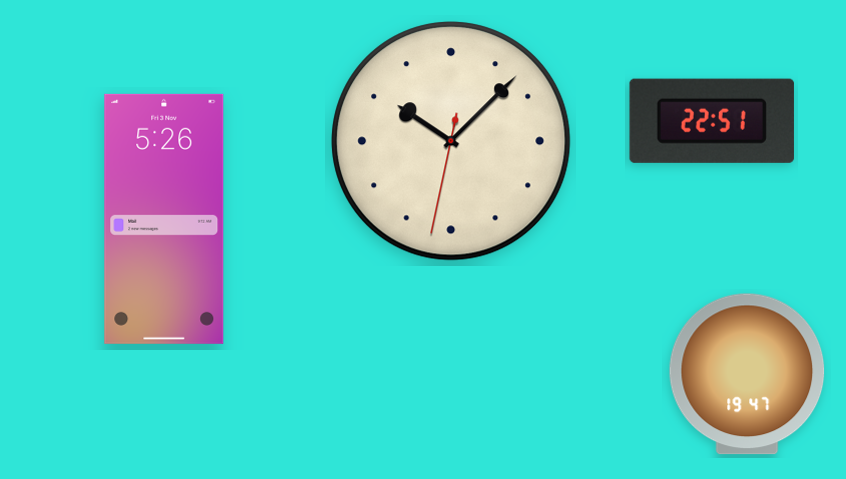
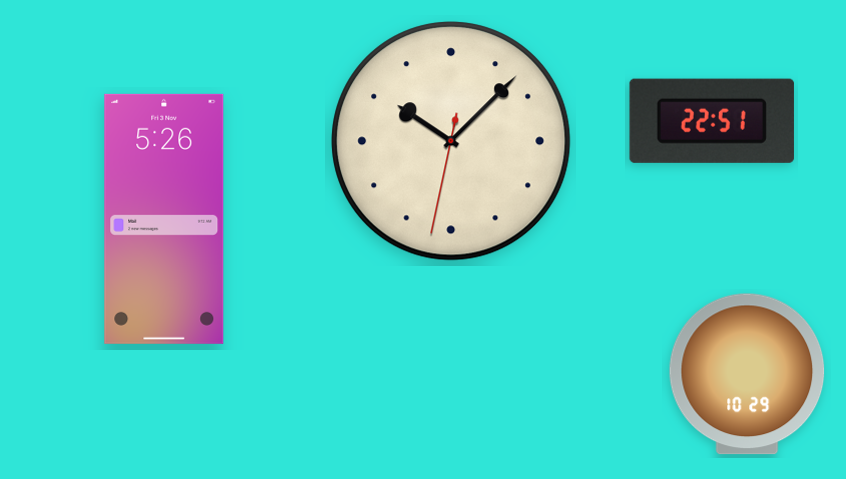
clock at (747, 374): 19:47 -> 10:29
